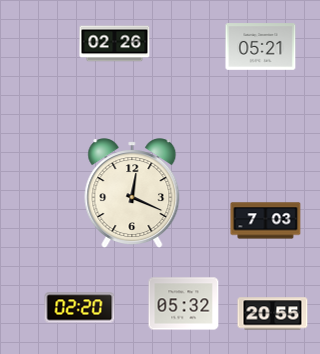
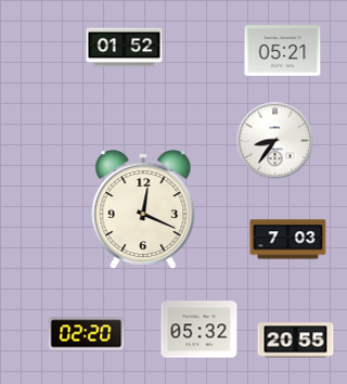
clock at (115, 44): 02:26 -> 01:52
clock at (275, 141): none -> 8:36
